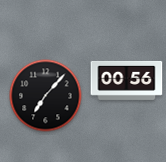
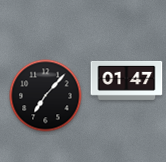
clock at (127, 80): 00:56 -> 01:47
